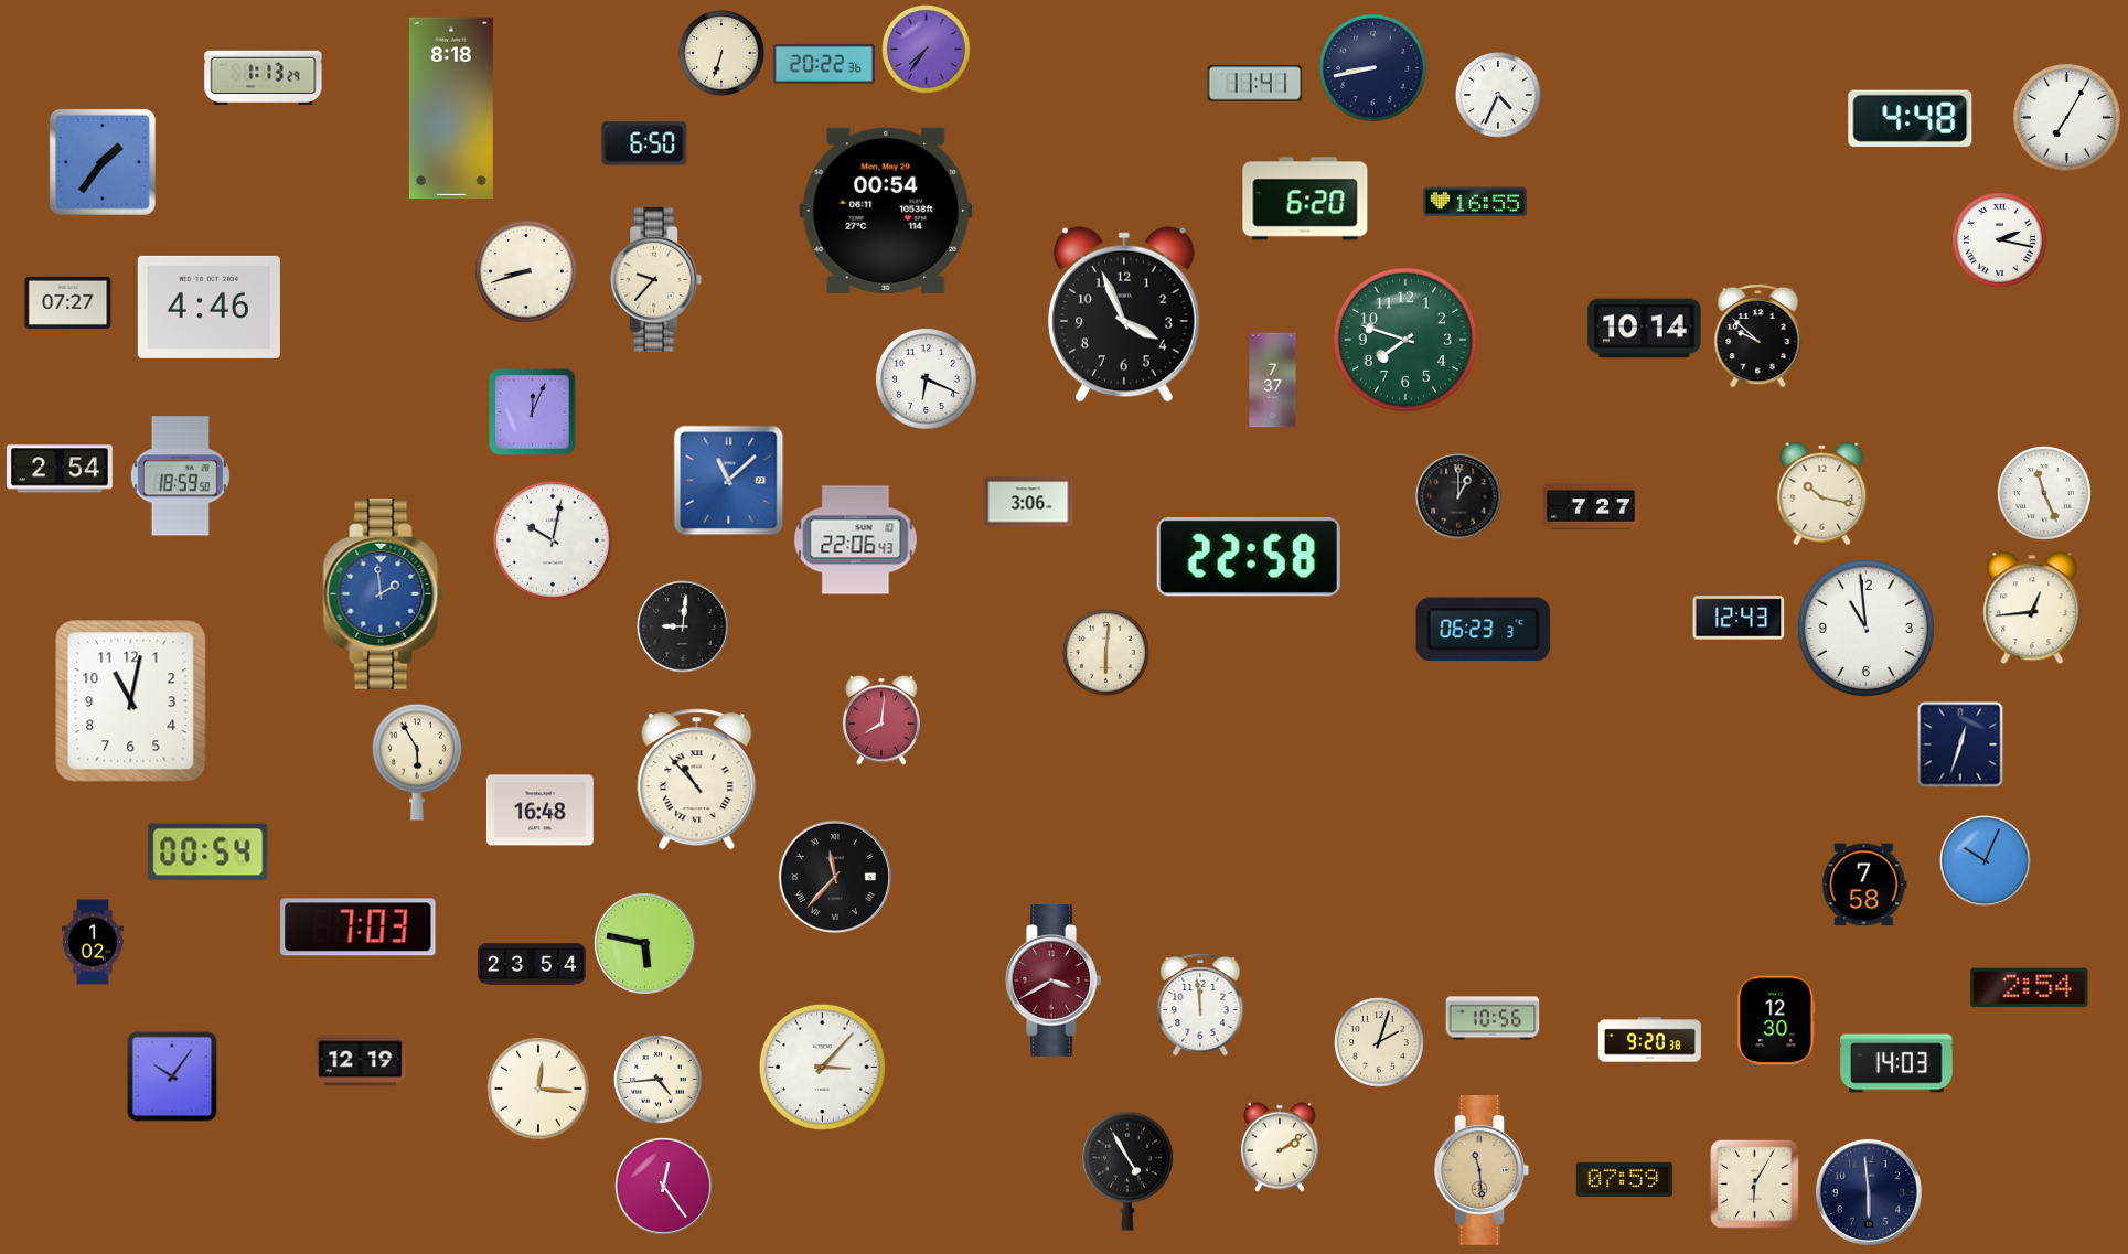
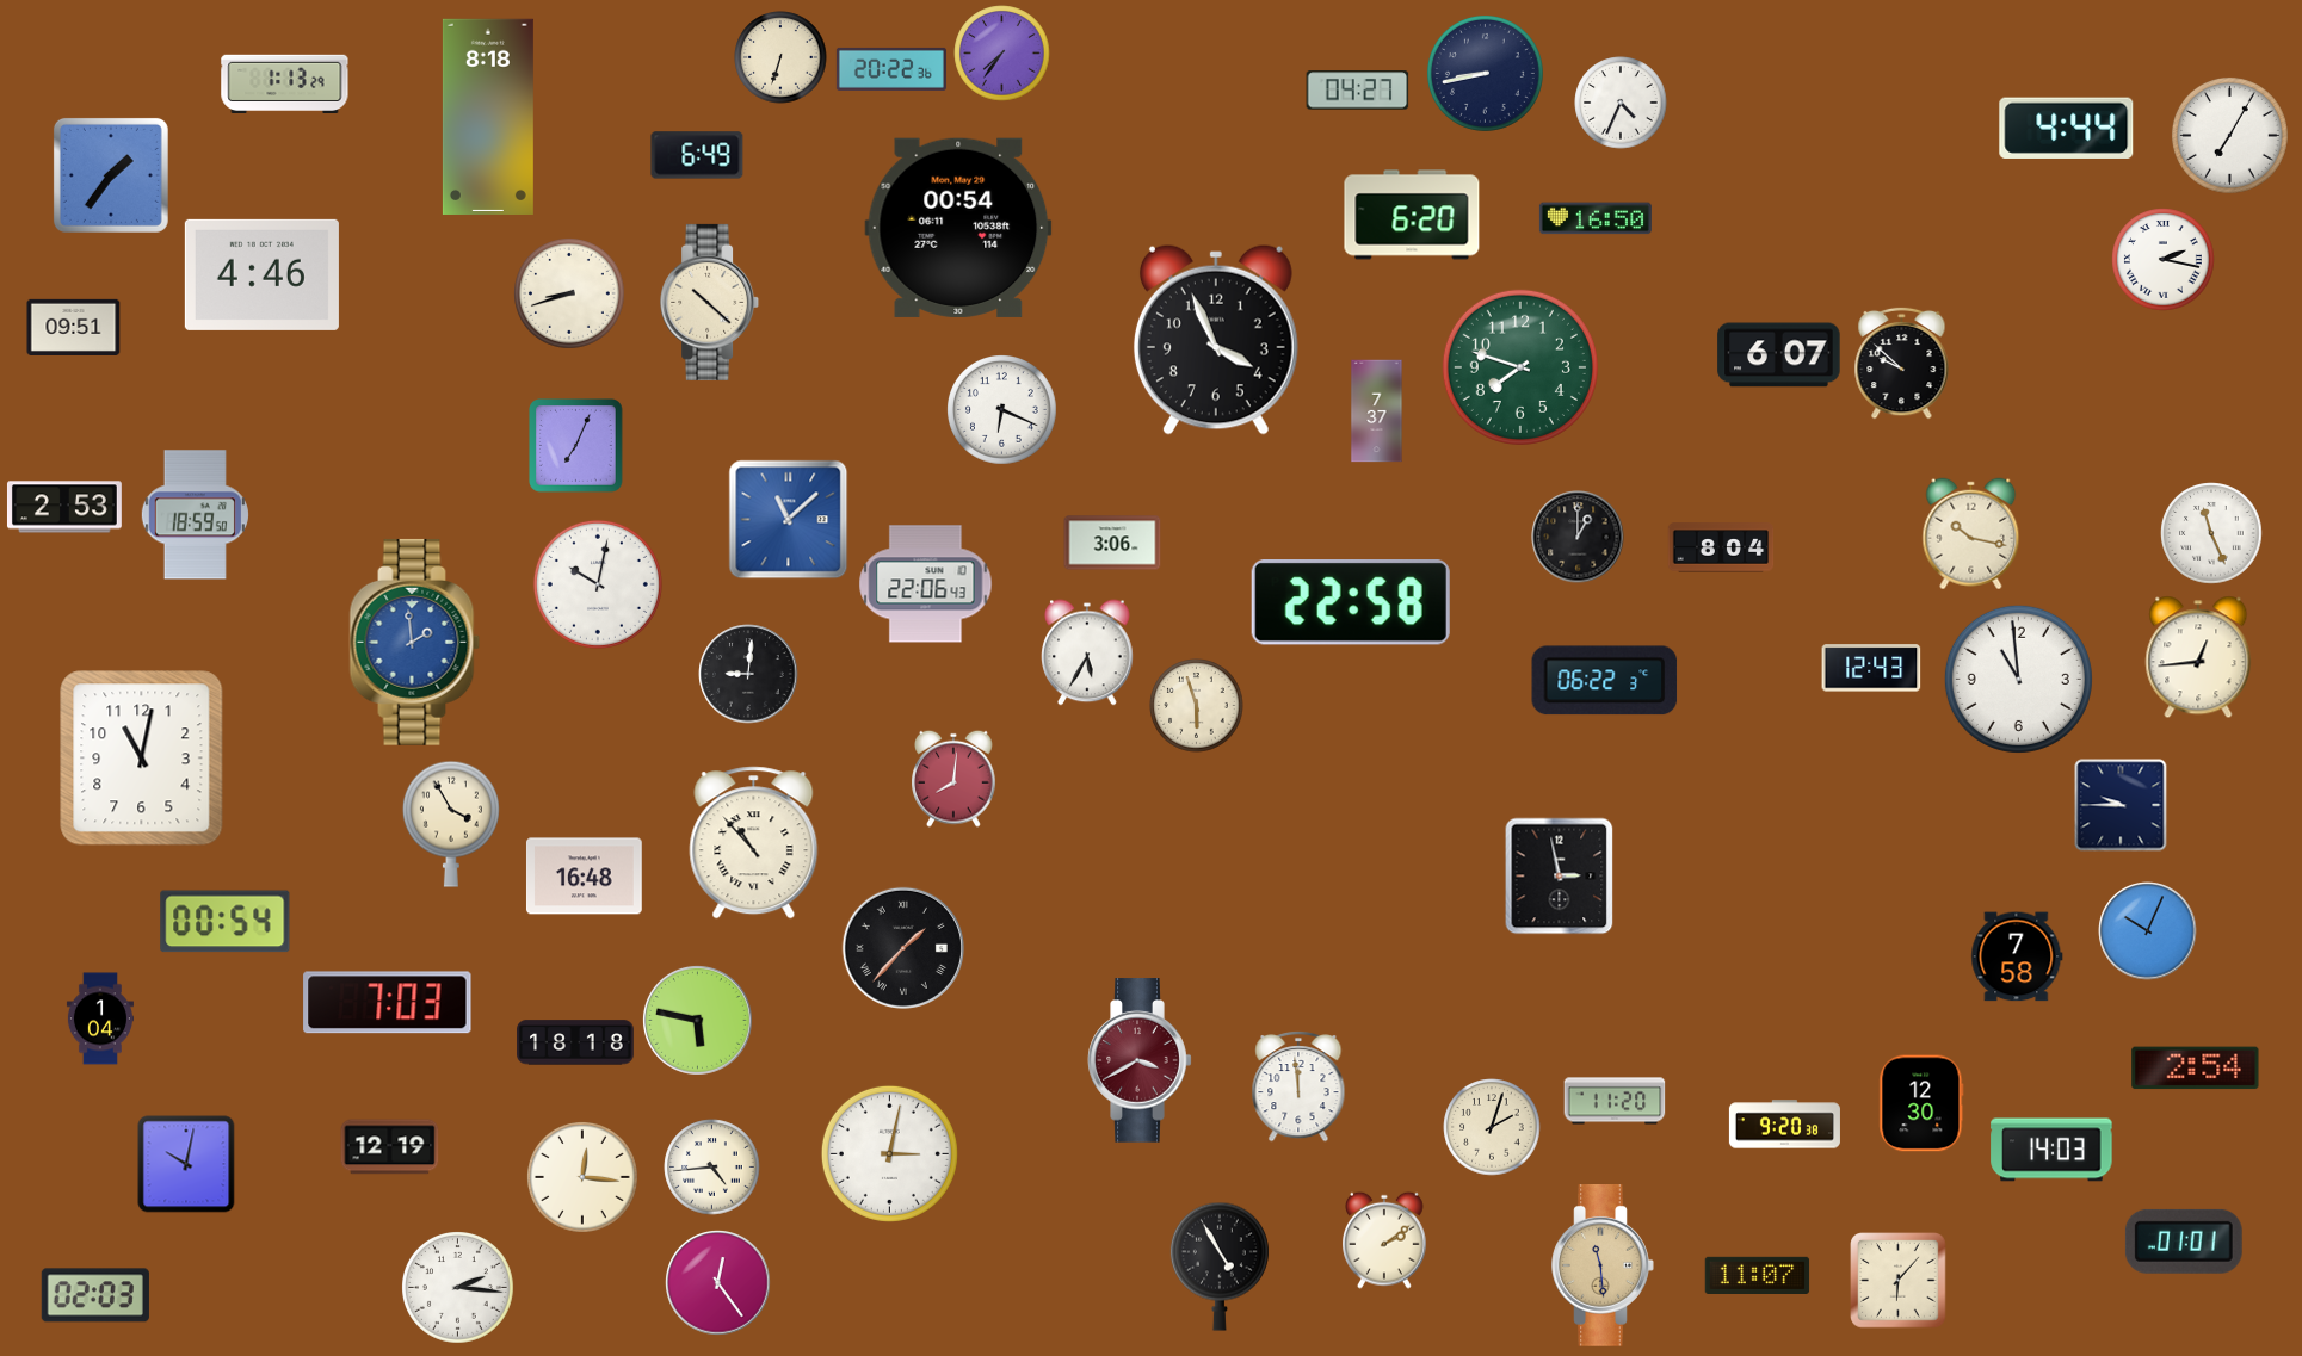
clock at (1255, 84): 11:41 -> 04:27
clock at (2066, 117) position: (2066, 117) -> (2229, 135)
clock at (1911, 118): 4:48 -> 4:44
clock at (644, 143): 6:50 -> 6:49
clock at (1475, 202): 16:55 -> 16:50
clock at (656, 279): 9:37 -> 10:22
clock at (68, 302): 07:27 -> 09:51
clock at (208, 307) position: (208, 307) -> (261, 274)
clock at (1645, 329): 10:14 -> 6:07
clock at (533, 412): 12:04 -> 7:04
clock at (60, 469): 2:54 -> 2:53
clock at (1591, 506): 7:27 -> 8:04
clock at (1087, 652): none -> 5:35
clock at (1739, 618) position: (1739, 618) -> (1871, 668)
clock at (683, 626) position: (683, 626) -> (748, 674)
clock at (1484, 630): 06:23 -> 06:22
clock at (1106, 653): 6:01 -> 5:57
clock at (1960, 744): 12:33 -> 9:45
clock at (417, 762): 5:55 -> 3:55
clock at (1560, 877): none -> 2:58
clock at (835, 877): 11:37 -> 1:37
clock at (93, 942): 1:02 -> 1:04
clock at (532, 964): 23:54 -> 18:18
clock at (1493, 1018): 10:56 -> 11:20
clock at (822, 1067): 3:07 -> 3:02
clock at (172, 1076): 10:06 -> 10:02
clock at (2184, 1242): none -> 01:01
clock at (1625, 1179): 07:59 -> 11:07
clock at (1755, 1185): 6:05 -> 6:07
clock at (458, 1288): none -> 2:16
clock at (1869, 1192): 5:59 -> none
clock at (95, 1295): none -> 02:03
